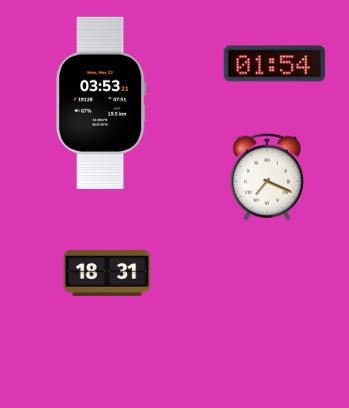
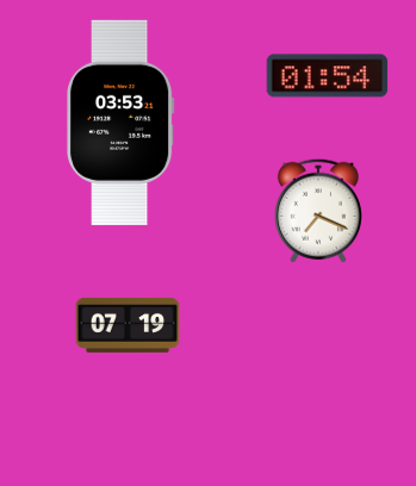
clock at (107, 273): 18:31 -> 07:19
